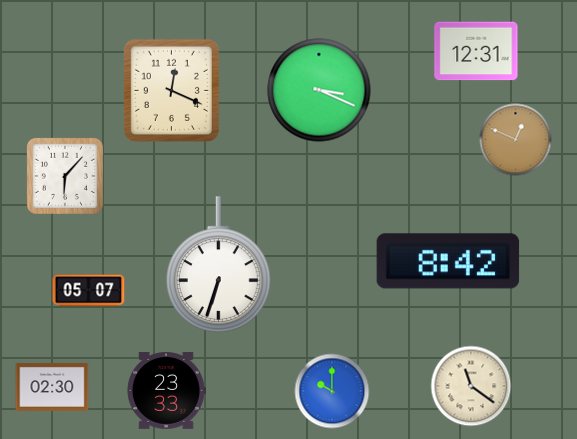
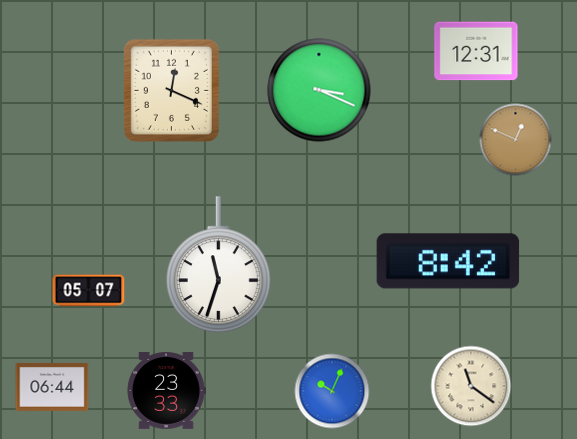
clock at (65, 176): 6:07 -> none
clock at (219, 265): 6:33 -> 11:33
clock at (52, 387): 02:30 -> 06:44
clock at (332, 391): 10:00 -> 10:04
